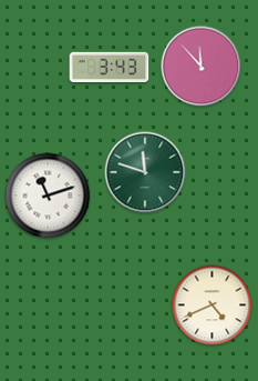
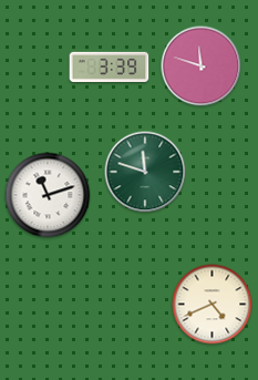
clock at (110, 67): 3:43 -> 3:39
clock at (202, 67): 11:53 -> 11:48
